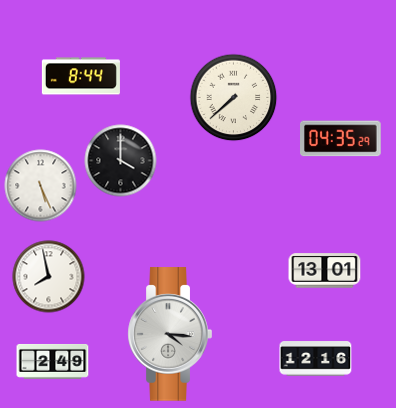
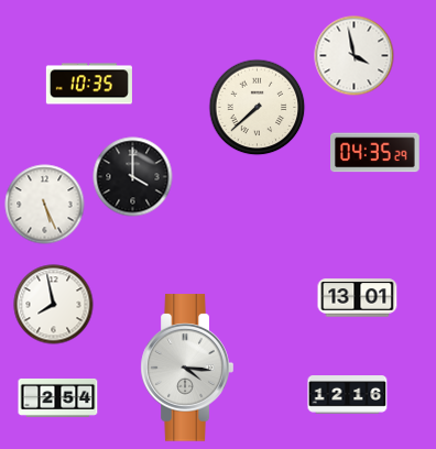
clock at (355, 56): none -> 3:58
clock at (81, 76): 8:44 -> 10:35
clock at (53, 361): 2:49 -> 2:54
